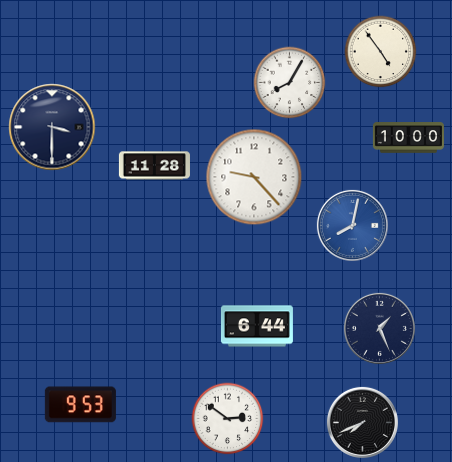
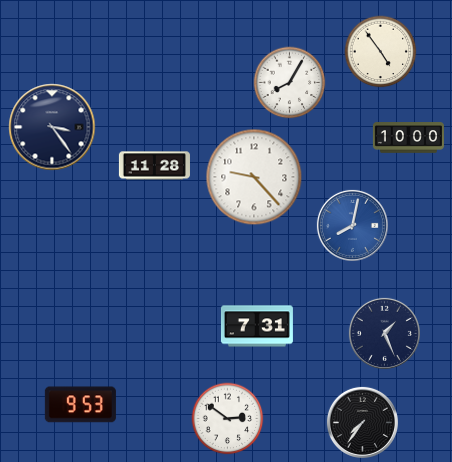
clock at (52, 127): 3:30 -> 3:24
clock at (257, 326): 6:44 -> 7:31
clock at (379, 328) position: (379, 328) -> (384, 333)
clock at (362, 422): 7:41 -> 7:36
